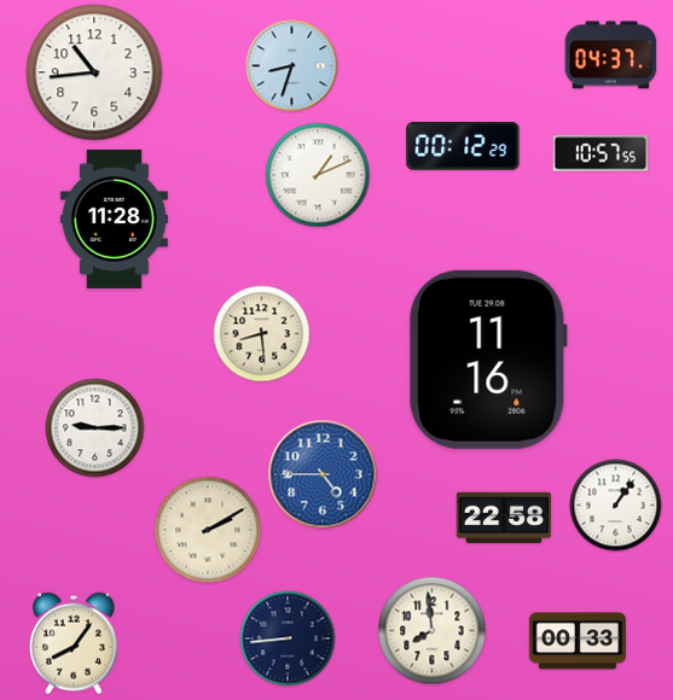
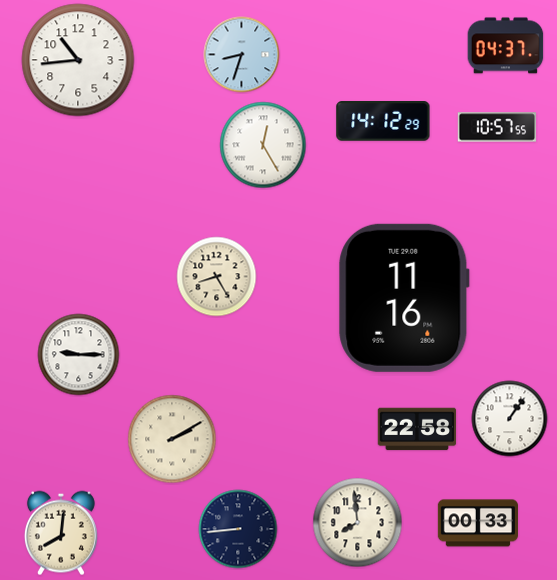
clock at (463, 147): 00:12 -> 14:12
clock at (318, 175): 1:11 -> 12:25
clock at (114, 218): 11:28 -> none
clock at (262, 334): 8:29 -> 8:25
clock at (323, 474): 4:45 -> none
clock at (578, 641) position: (578, 641) -> (478, 523)
clock at (74, 643): 8:06 -> 8:01
